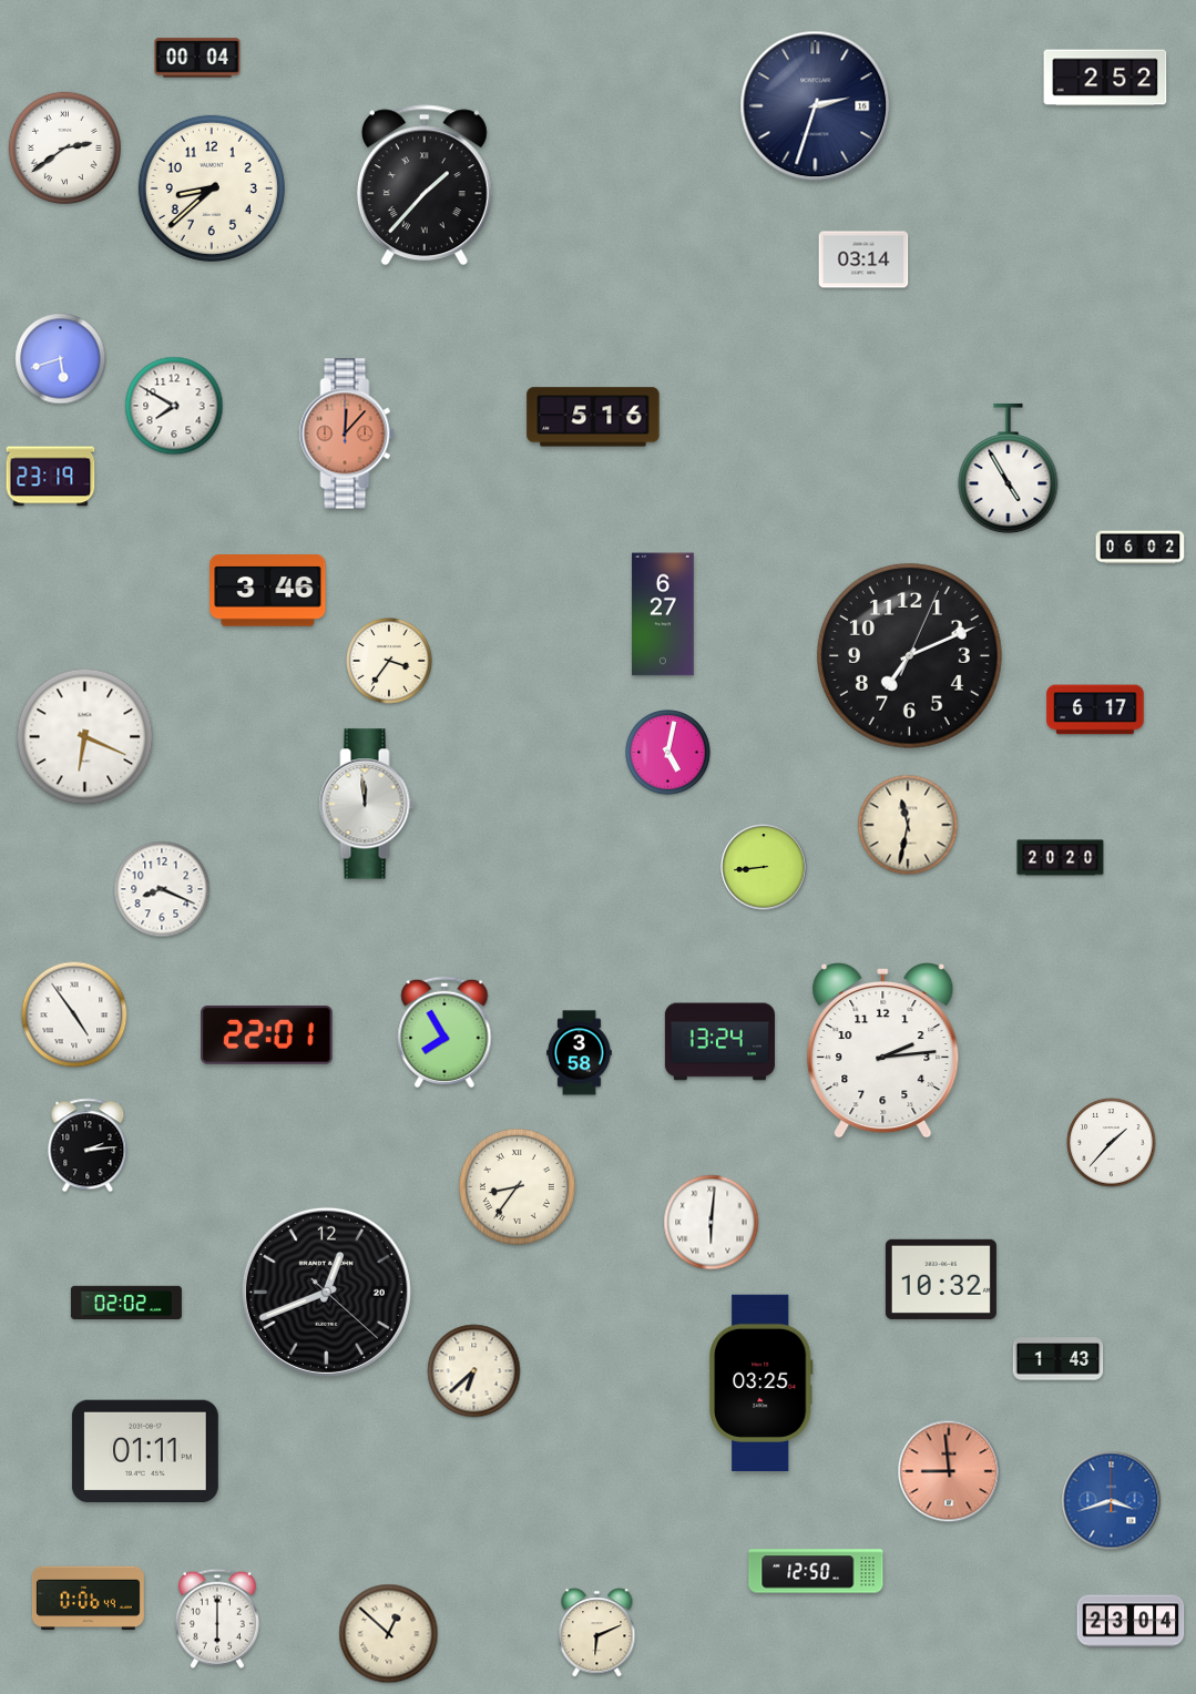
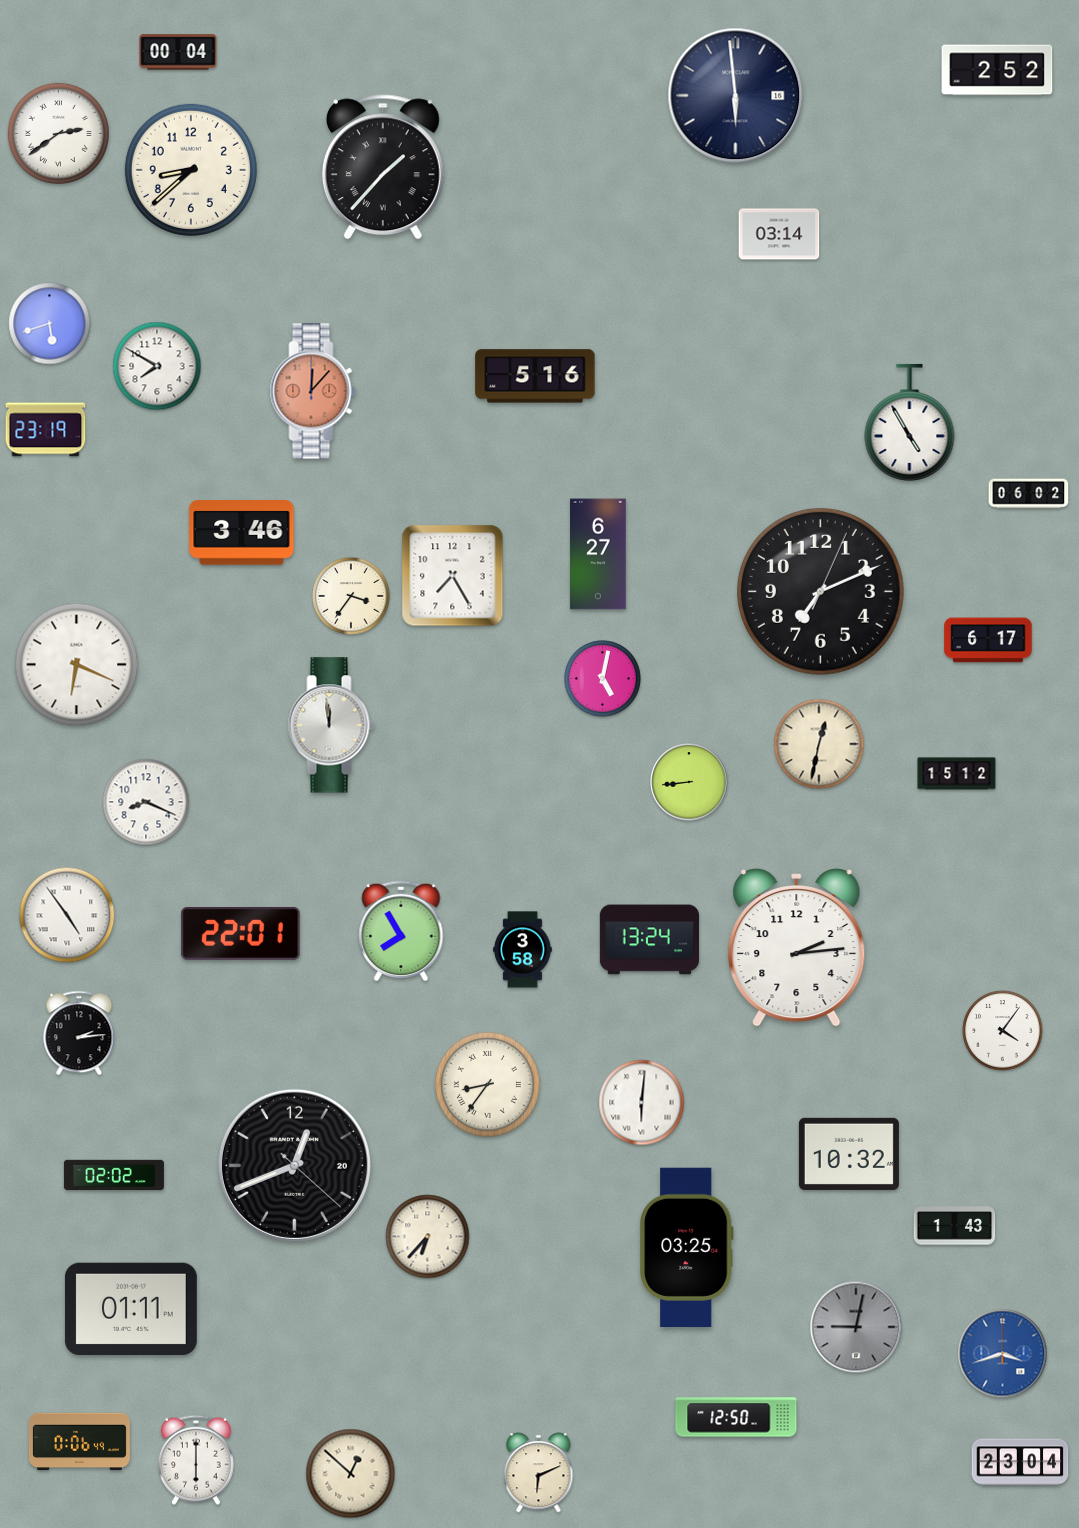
clock at (816, 106): 2:33 -> 5:59
clock at (61, 359) position: (61, 359) -> (50, 324)
clock at (453, 576): none -> 7:25
clock at (908, 825): 11:32 -> 12:32
clock at (1061, 858): 20:20 -> 15:12
clock at (1112, 1143): 1:37 -> 4:06
clock at (517, 1186) position: (517, 1186) -> (487, 1084)
clock at (474, 1371): 6:38 -> 6:37
clock at (949, 1471): 8:59 -> 9:02
clock at (949, 1471) dial: salmon -> grey
